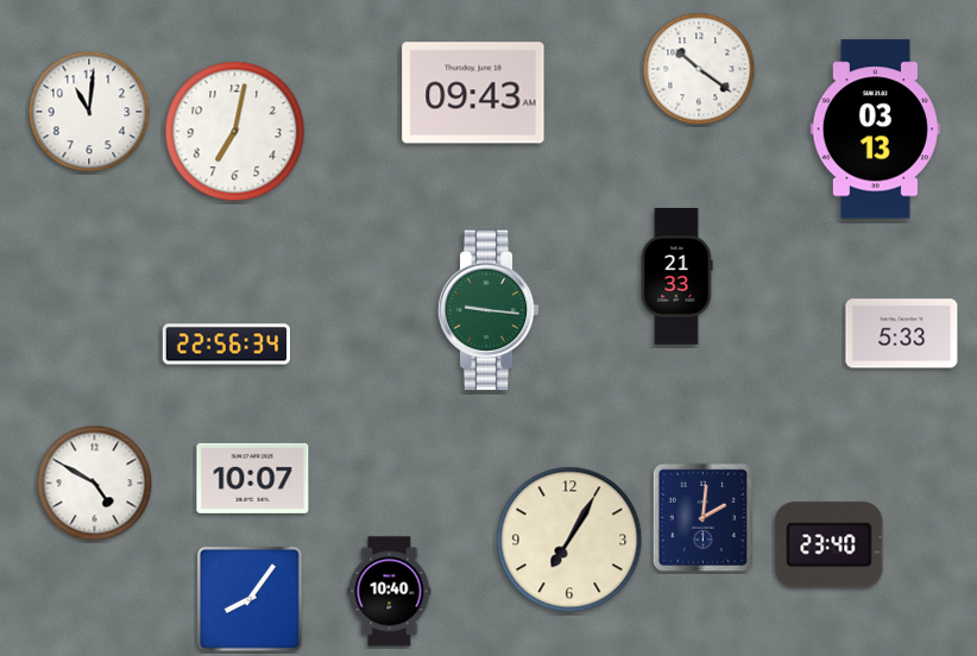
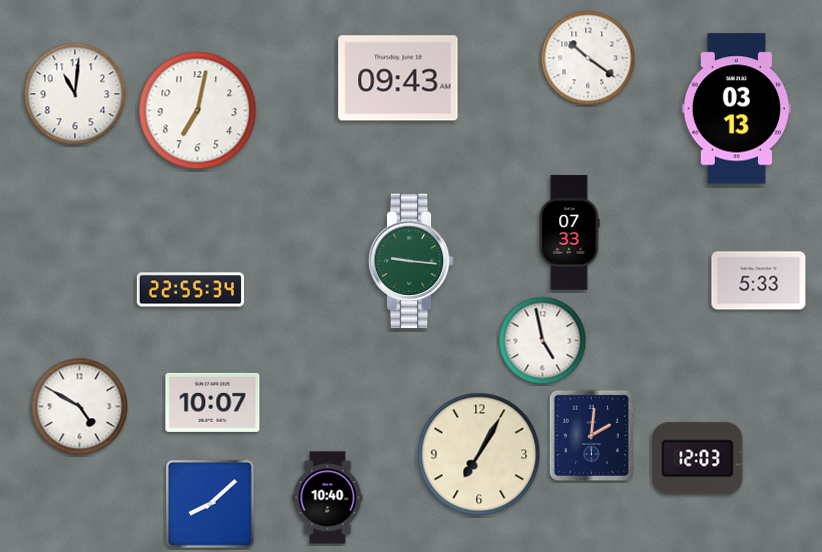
clock at (676, 277): 21:33 -> 07:33
clock at (226, 345): 22:56 -> 22:55
clock at (543, 341): none -> 4:58
clock at (830, 545): 23:40 -> 12:03
clock at (250, 599): 8:06 -> 8:08
